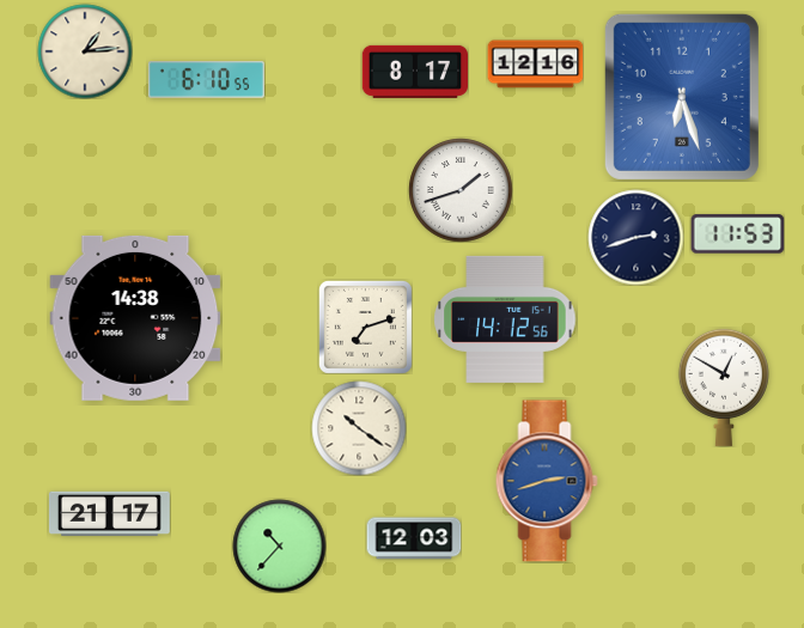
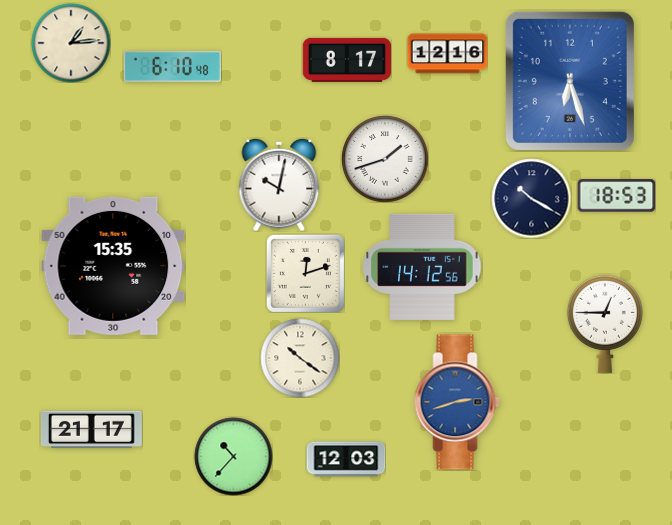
clock at (206, 80): 6:10:55 -> 6:10:48
clock at (279, 185): none -> 10:02
clock at (737, 234): 11:53 -> 18:53
clock at (635, 237): 2:42 -> 10:20
clock at (135, 318): 14:38 -> 15:35
clock at (365, 327): 7:12 -> 12:12
clock at (724, 388): 12:50 -> 12:45
clock at (414, 538) position: (414, 538) -> (346, 459)
